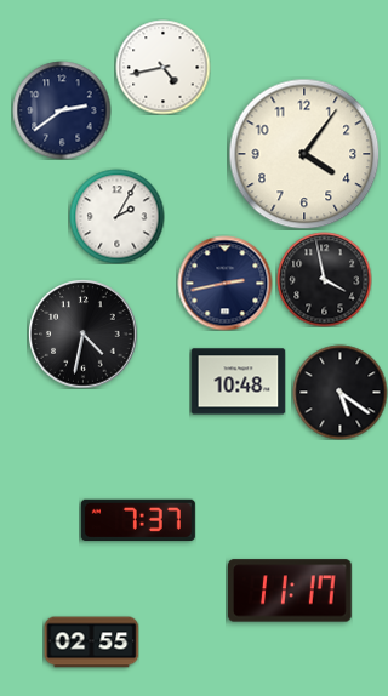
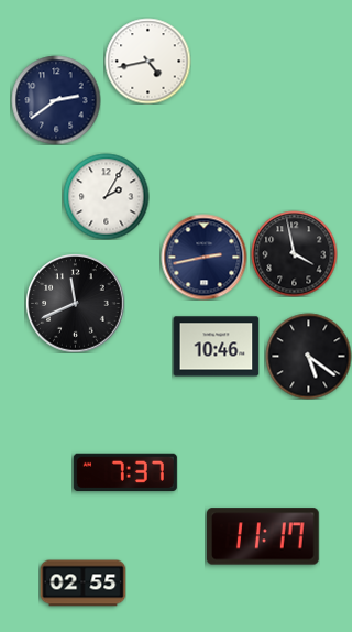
clock at (304, 154): 4:06 -> none
clock at (82, 333): 4:32 -> 11:41
clock at (238, 382): 10:48 -> 10:46
